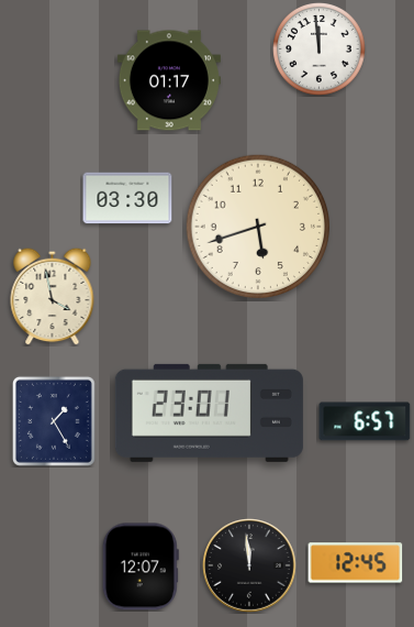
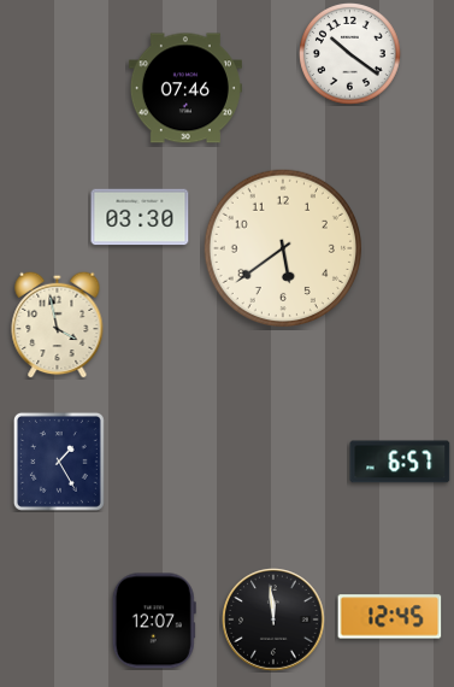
clock at (320, 50): 11:59 -> 10:21
clock at (169, 80): 01:17 -> 07:46
clock at (257, 226): 5:42 -> 5:39
clock at (209, 413): 23:01 -> none
